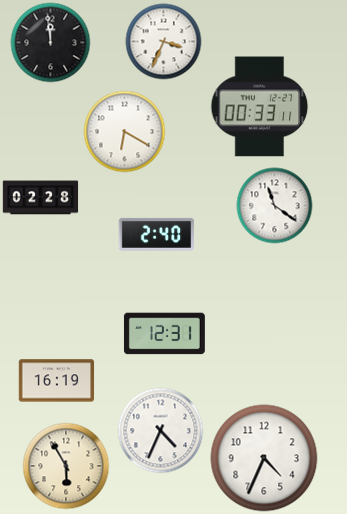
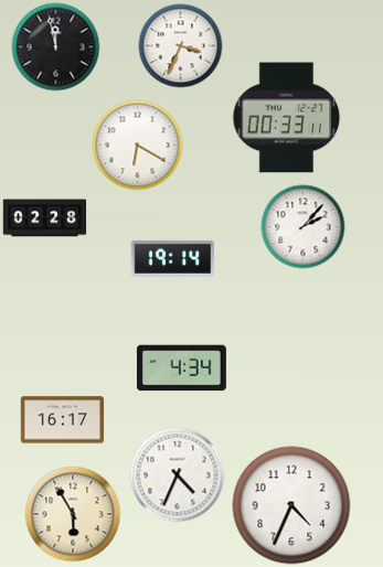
clock at (51, 43): 11:59 -> 11:58
clock at (275, 206): 11:21 -> 2:07
clock at (157, 234): 2:40 -> 19:14
clock at (164, 334): 12:31 -> 4:34
clock at (57, 381): 16:19 -> 16:17
